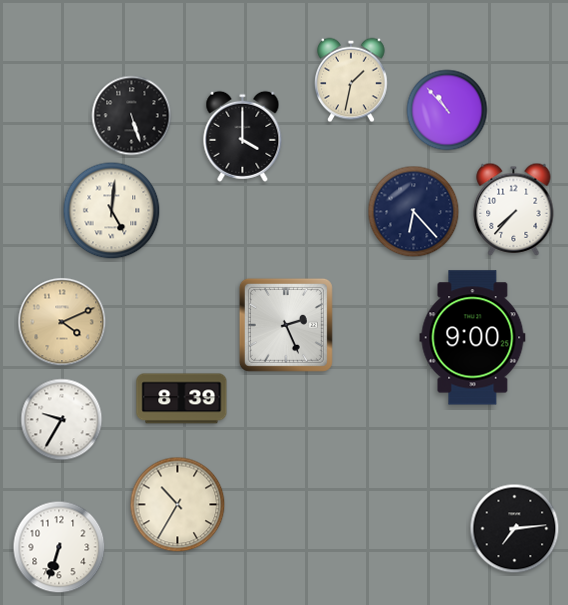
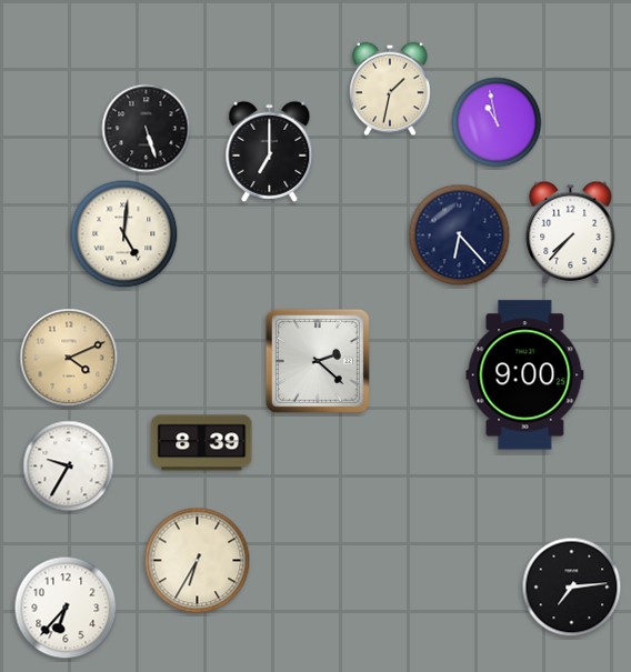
clock at (447, 110): 10:53 -> 10:58
clock at (243, 136): 4:00 -> 7:00
clock at (286, 325): 2:26 -> 2:22
clock at (178, 505): 10:35 -> 6:35
clock at (59, 547): 6:33 -> 6:37
